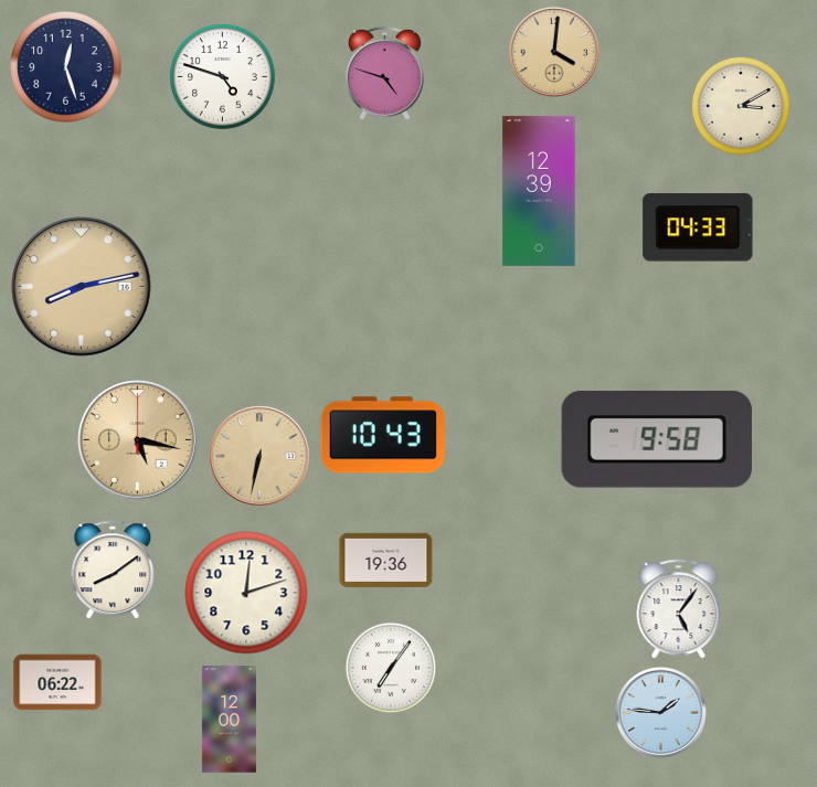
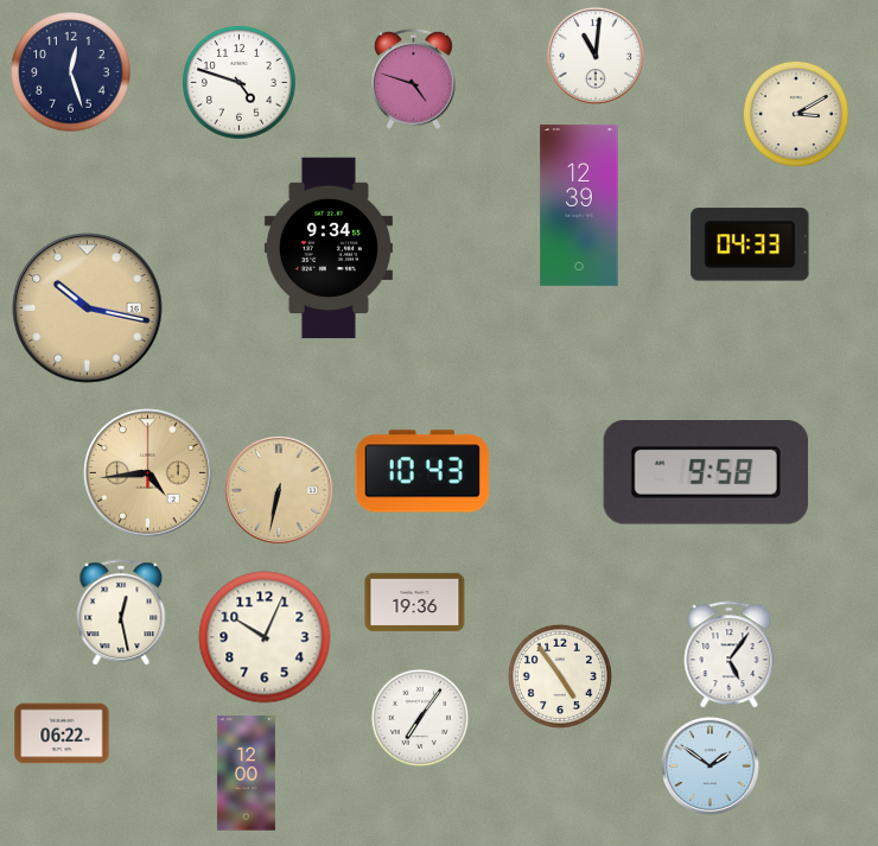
clock at (554, 52): 4:01 -> 11:01
clock at (554, 52) dial: champagne -> white
clock at (329, 248): none -> 9:34
clock at (82, 287): 8:13 -> 10:17
clock at (383, 435) position: (383, 435) -> (422, 471)
clock at (138, 440): 5:17 -> 4:44
clock at (113, 571): 8:09 -> 12:28
clock at (246, 593): 12:12 -> 10:04
clock at (560, 676): none -> 4:54
clock at (660, 712): 1:46 -> 1:51
